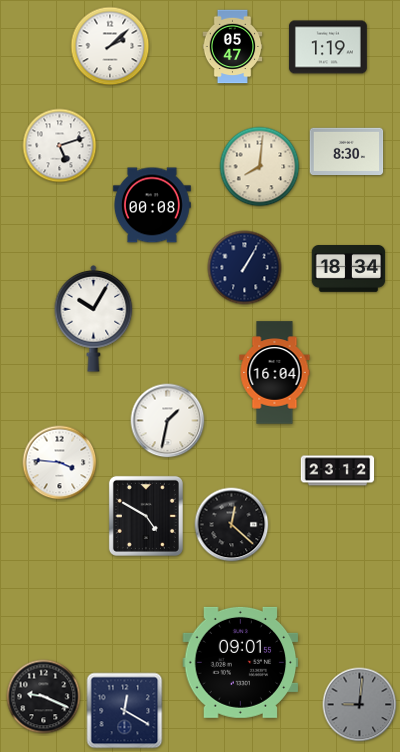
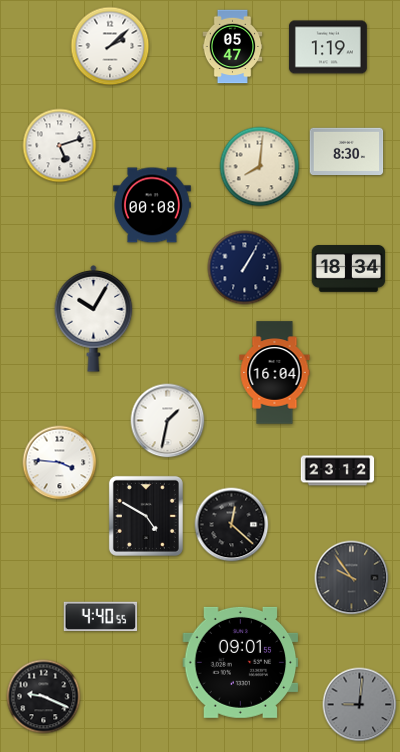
clock at (352, 578): none -> 9:54
clock at (101, 617): none -> 4:40
clock at (125, 711): 12:20 -> none
